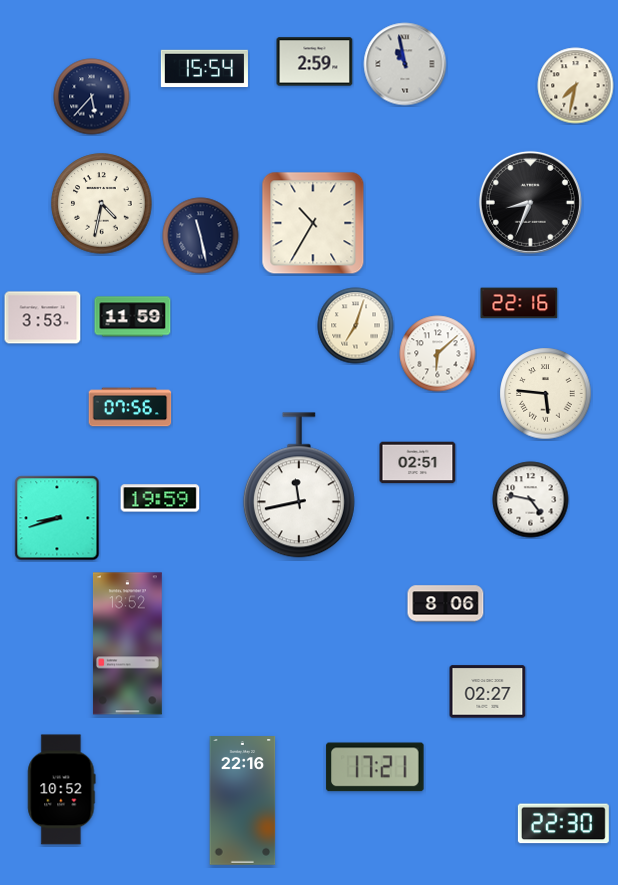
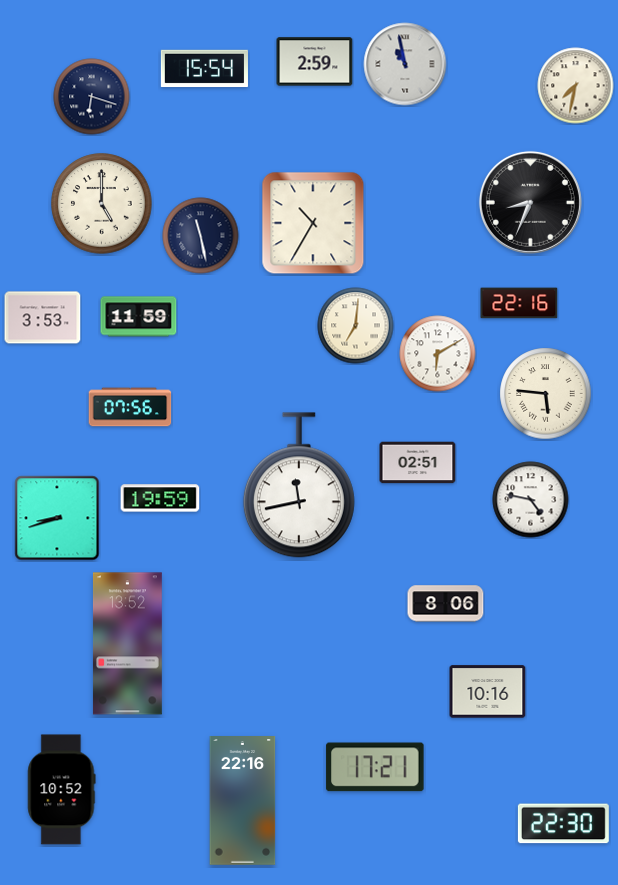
clock at (92, 97): 5:37 -> 6:18
clock at (102, 204): 4:32 -> 5:00
clock at (133, 317) position: (133, 317) -> (139, 317)
clock at (356, 326): 7:03 -> 7:01
clock at (438, 354): 6:08 -> 6:10
clock at (488, 692): 02:27 -> 10:16
